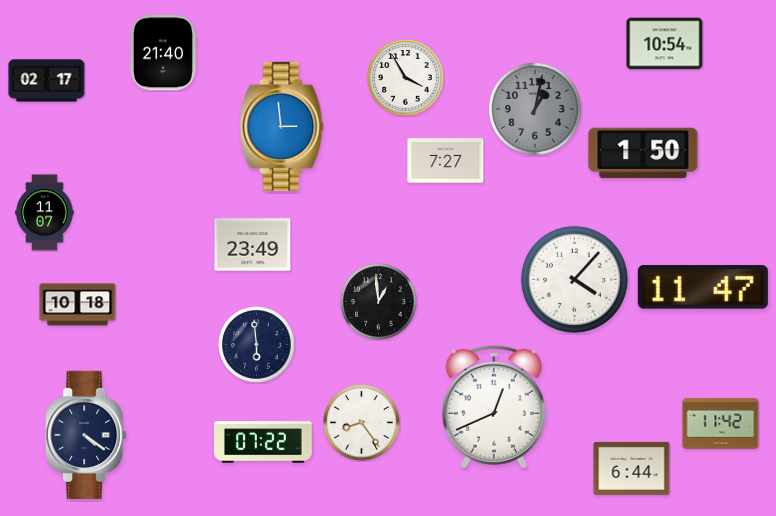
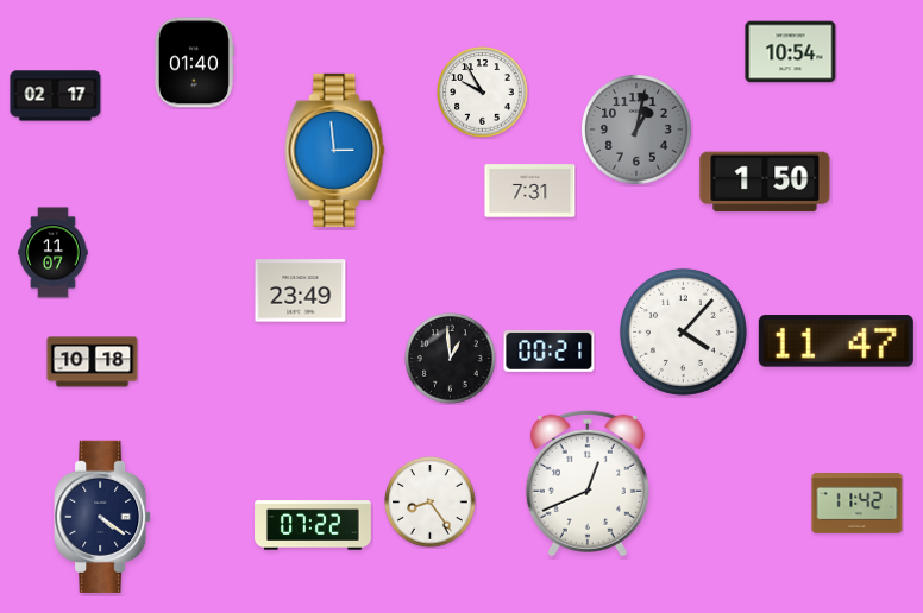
clock at (163, 53): 21:40 -> 01:40
clock at (406, 78): 3:55 -> 9:55
clock at (446, 161): 7:27 -> 7:31
clock at (550, 350): none -> 00:21
clock at (257, 345): 5:59 -> none
clock at (632, 468): 6:44 -> none
